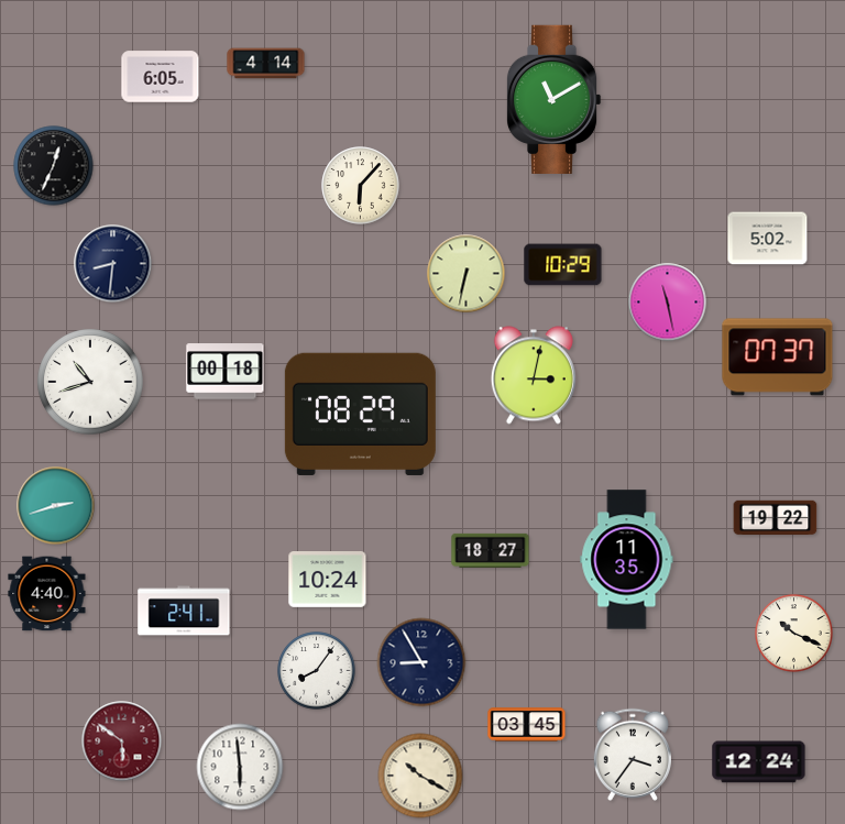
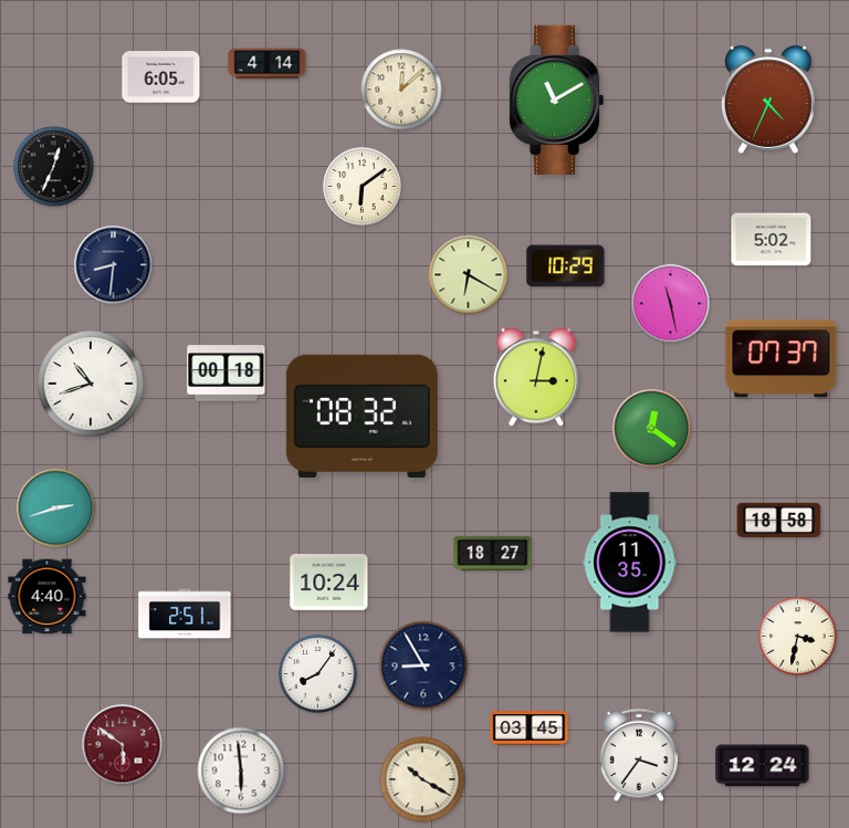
clock at (401, 90): none -> 12:08
clock at (769, 99): none -> 4:34
clock at (361, 186): 6:07 -> 6:09
clock at (467, 274): 6:32 -> 6:20
clock at (360, 414): 08:29 -> 08:32
clock at (652, 429): none -> 12:21
clock at (776, 518): 19:22 -> 18:58
clock at (184, 611): 2:41 -> 2:51
clock at (794, 634): 10:19 -> 3:32
clock at (633, 755) position: (633, 755) -> (639, 755)
